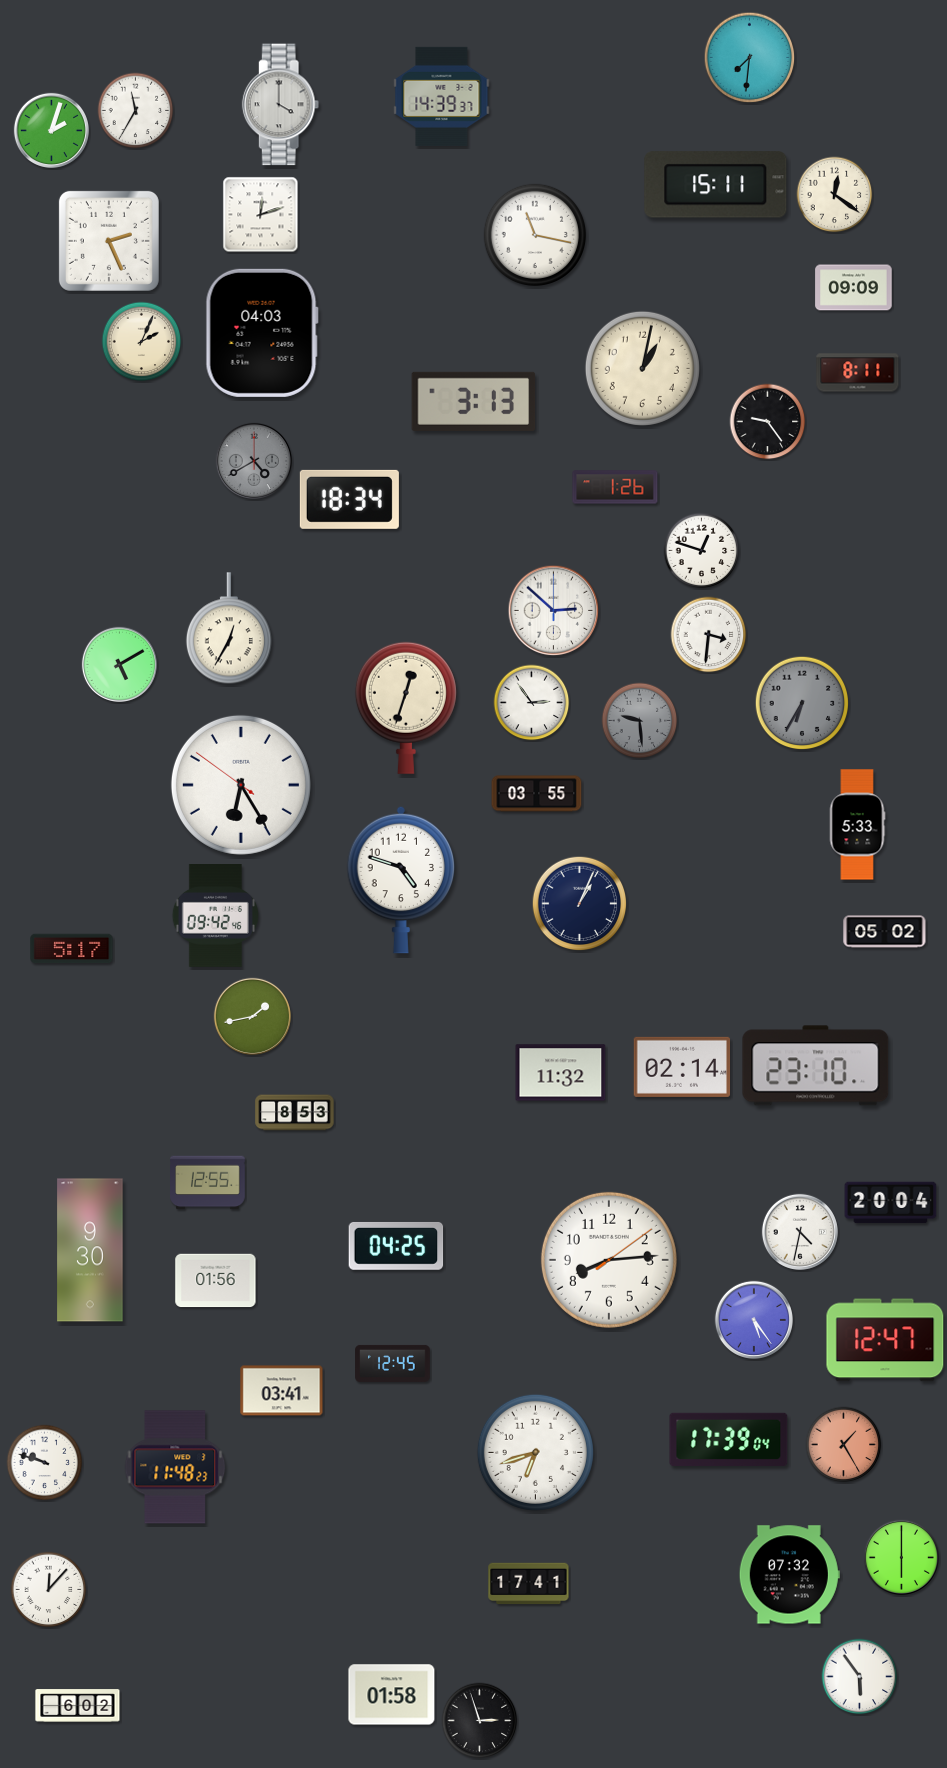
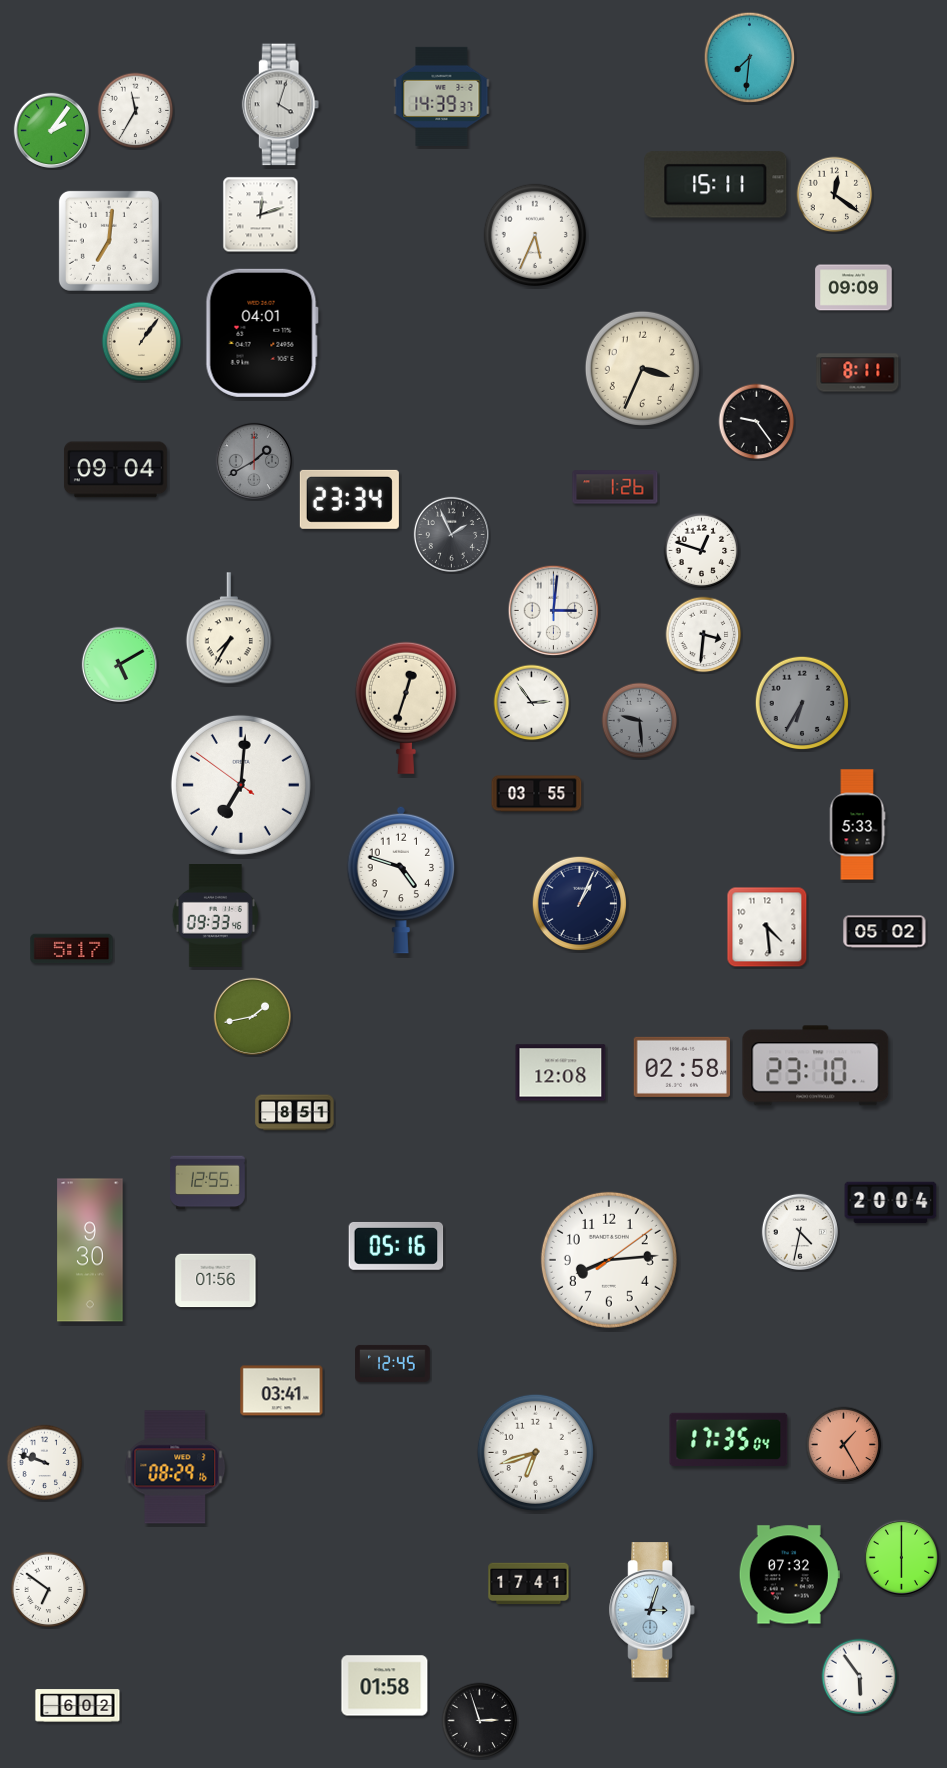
clock at (281, 105): 4:00 -> 4:03
clock at (51, 130): 2:03 -> 2:06
clock at (534, 234): 11:17 -> 5:34
clock at (109, 241): 2:26 -> 7:01
clock at (262, 333): 04:03 -> 04:01
clock at (142, 342): 2:04 -> 1:06
clock at (642, 368): 1:02 -> 3:34
clock at (474, 401): 3:13 -> none
clock at (768, 422) position: (768, 422) -> (757, 422)
clock at (254, 461): 4:40 -> 1:40
clock at (115, 470): none -> 09:04
clock at (349, 499): 18:34 -> 23:34
clock at (451, 534): none -> 1:56
clock at (554, 611): 2:52 -> 3:01
clock at (229, 629): 12:35 -> 7:35
clock at (709, 635) position: (709, 635) -> (704, 635)
clock at (241, 785): 6:24 -> 7:00
clock at (215, 916): 09:42 -> 09:33
clock at (767, 927): none -> 4:29
clock at (682, 1067): 02:14 -> 02:58
clock at (561, 1073): 11:32 -> 12:08
clock at (295, 1113): 8:53 -> 8:51
clock at (396, 1246): 04:25 -> 05:16
clock at (753, 1319): 5:24 -> none
clock at (885, 1340): 12:47 -> none
clock at (729, 1439): 17:39 -> 17:35
clock at (175, 1467): 11:48 -> 08:29
clock at (49, 1590): 12:07 -> 6:51
clock at (652, 1610): none -> 3:03
clock at (392, 1695) position: (392, 1695) -> (385, 1686)
